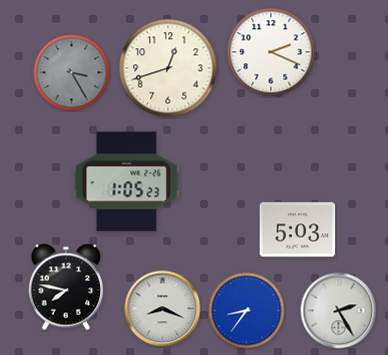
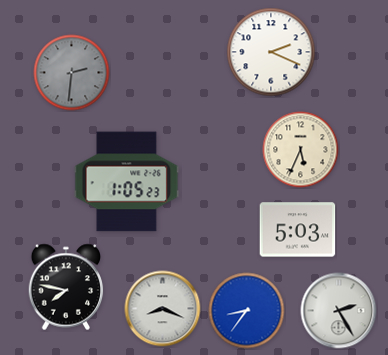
clock at (168, 68): 12:42 -> none
clock at (72, 73): 3:25 -> 2:31
clock at (301, 150): none -> 5:34
